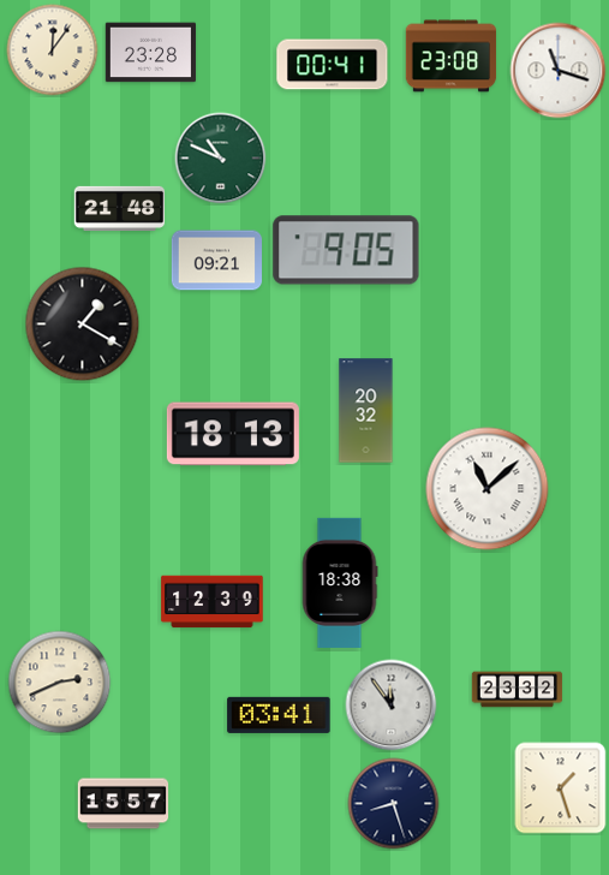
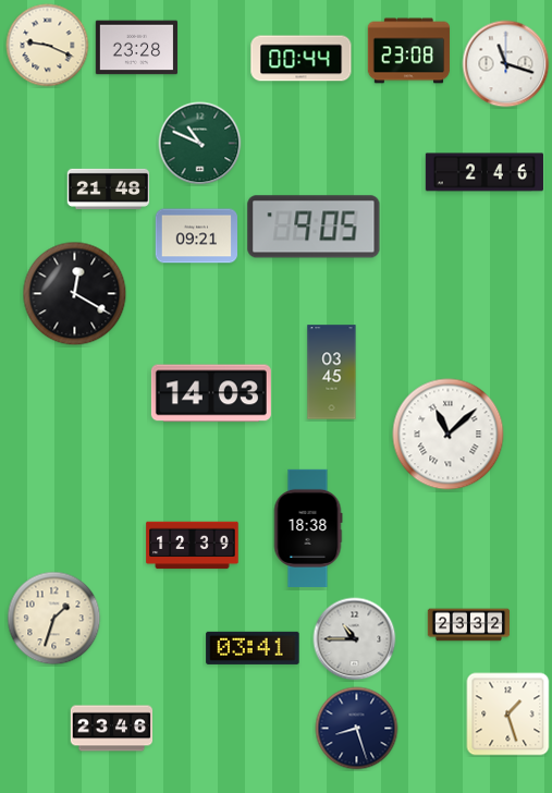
clock at (53, 50): 12:06 -> 9:19
clock at (333, 65): 00:41 -> 00:44
clock at (484, 172): none -> 2:46
clock at (83, 325): 1:20 -> 12:20
clock at (366, 411): 20:32 -> 03:45
clock at (233, 434): 18:13 -> 14:03
clock at (488, 489) position: (488, 489) -> (449, 435)
clock at (60, 683): 2:41 -> 1:33
clock at (392, 706): 11:54 -> 10:45
clock at (124, 804): 15:57 -> 23:46
